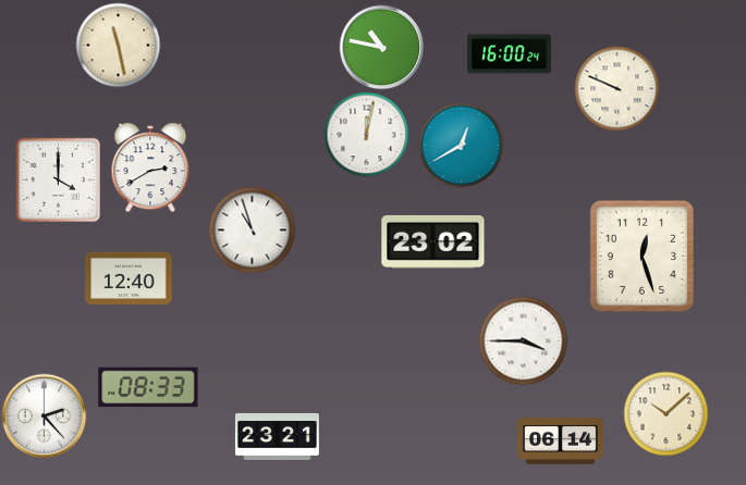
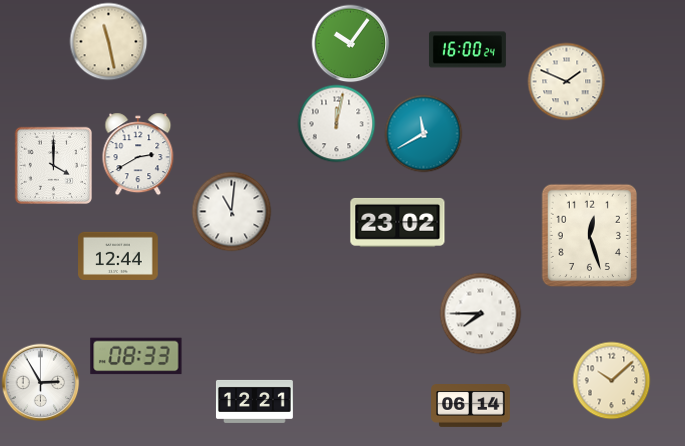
clock at (381, 47): 10:47 -> 10:06
clock at (616, 88): 9:49 -> 1:49
clock at (461, 145): 12:40 -> 11:40
clock at (252, 229): 10:57 -> 11:01
clock at (129, 278): 12:40 -> 12:44
clock at (523, 340): 3:45 -> 7:45
clock at (44, 415): 2:23 -> 2:55
clock at (277, 436): 23:21 -> 12:21
clock at (561, 442) position: (561, 442) -> (471, 406)
